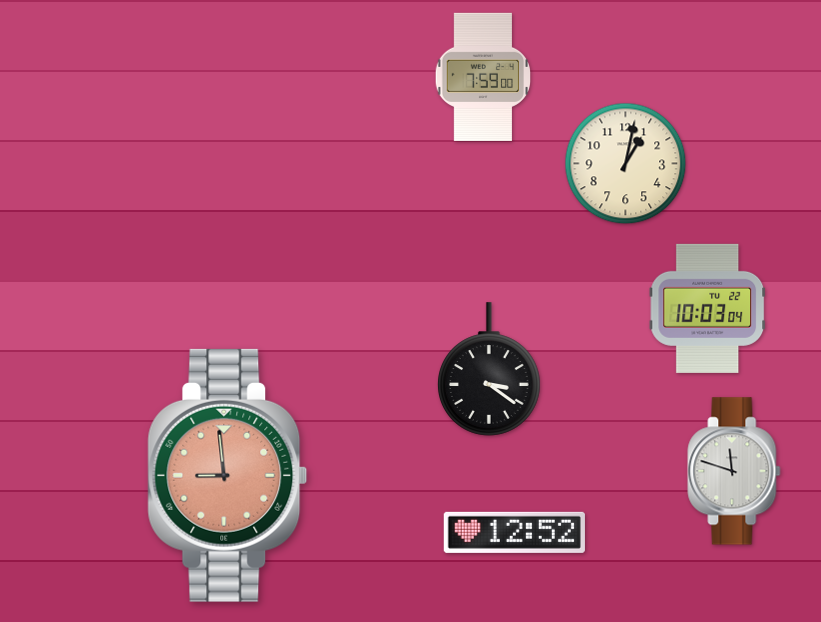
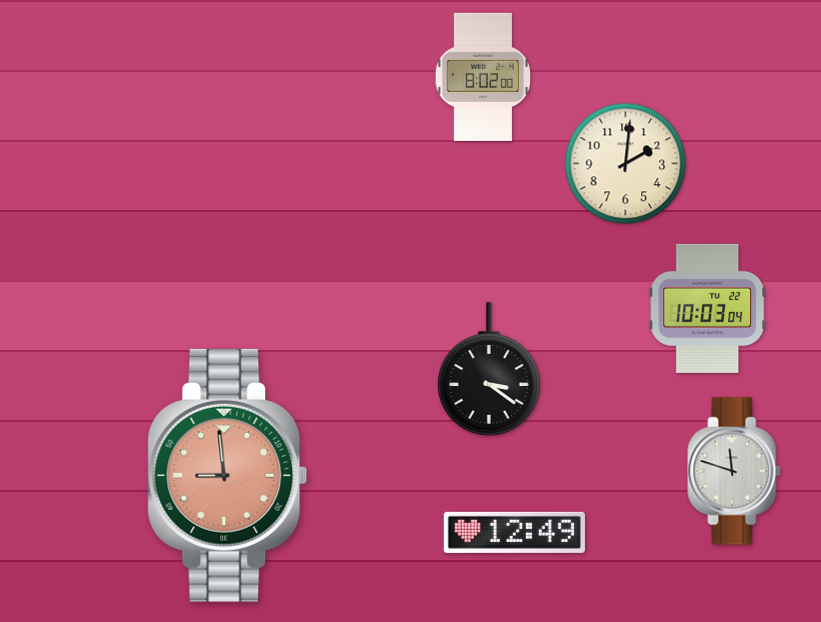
clock at (482, 77): 7:59 -> 8:02
clock at (626, 164): 1:02 -> 2:01
clock at (514, 532): 12:52 -> 12:49
